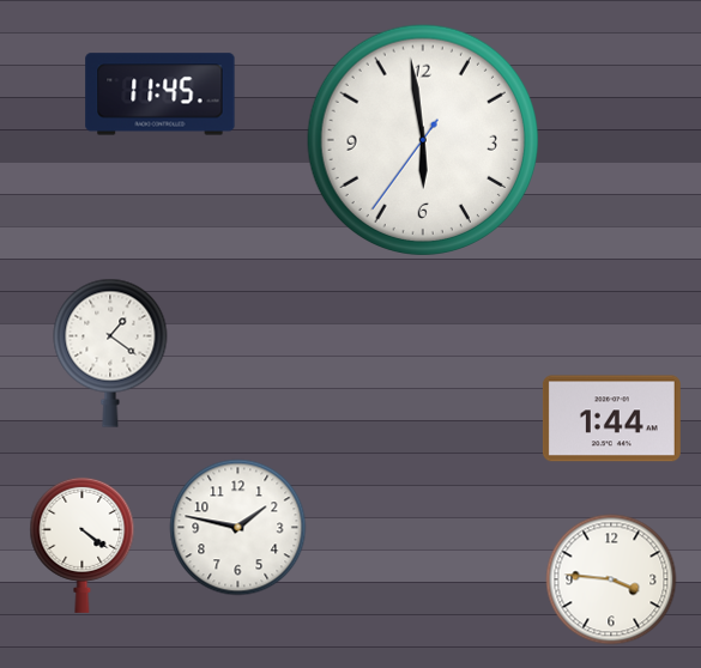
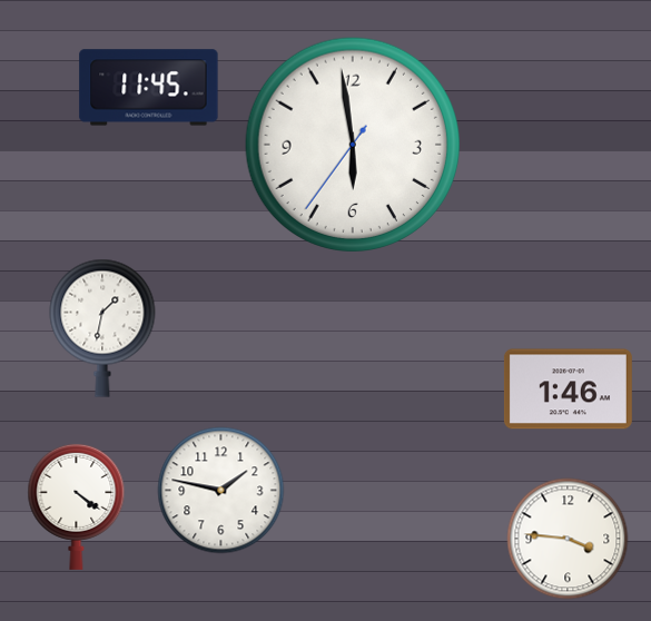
clock at (423, 140) position: (423, 140) -> (353, 145)
clock at (110, 353): 1:21 -> 1:32
clock at (611, 419): 1:44 -> 1:46
